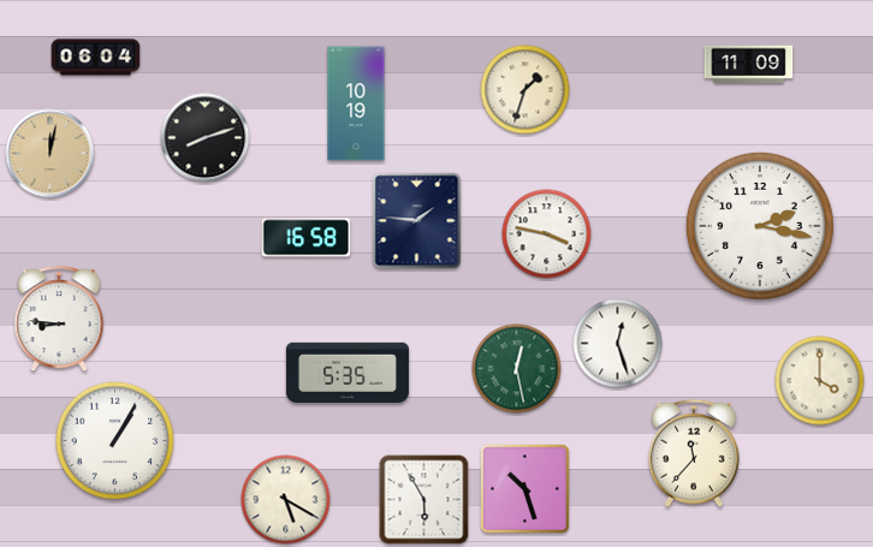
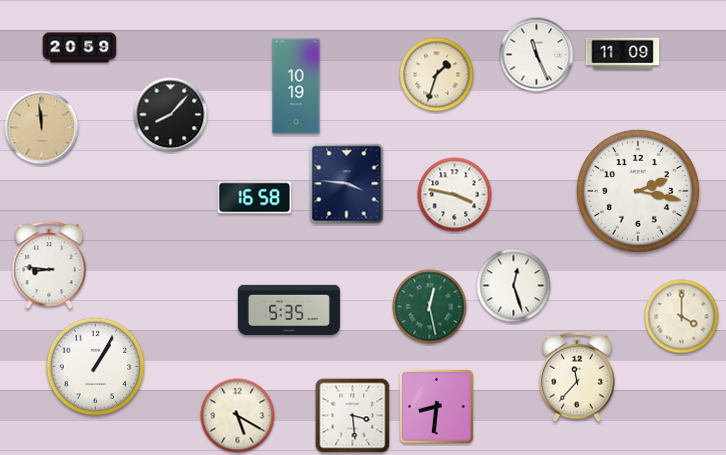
clock at (96, 58): 06:04 -> 20:59
clock at (537, 55): none -> 11:26
clock at (206, 138): 8:12 -> 8:07
clock at (51, 154): 12:02 -> 11:59
clock at (417, 221): 1:46 -> 3:46
clock at (760, 226) position: (760, 226) -> (638, 191)
clock at (525, 489): 10:27 -> 8:31
clock at (424, 500): 5:55 -> 3:29
